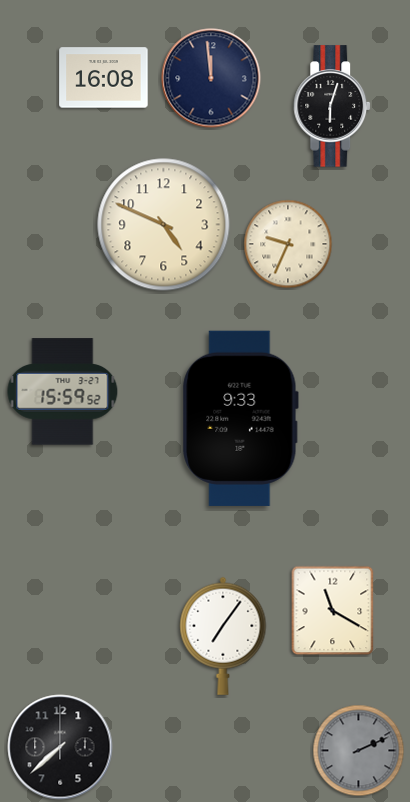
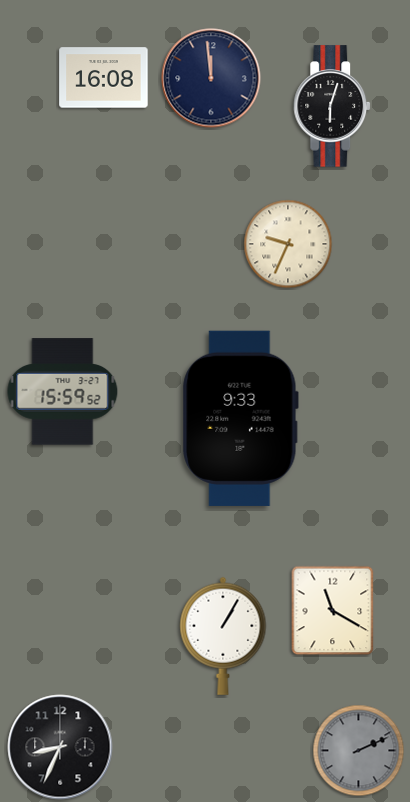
clock at (164, 225): 4:49 -> none
clock at (223, 636): 7:06 -> 1:05
clock at (60, 747): 7:38 -> 8:34
